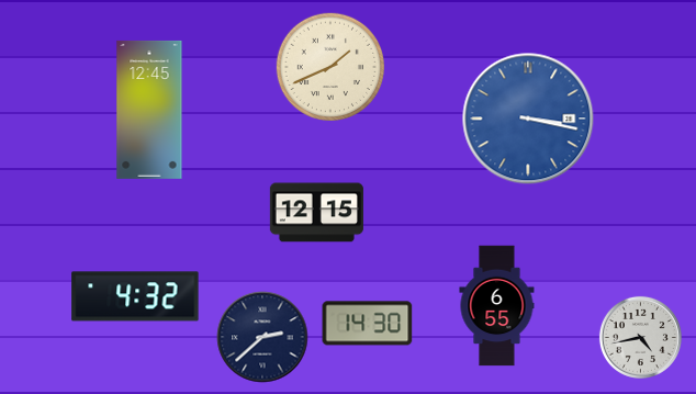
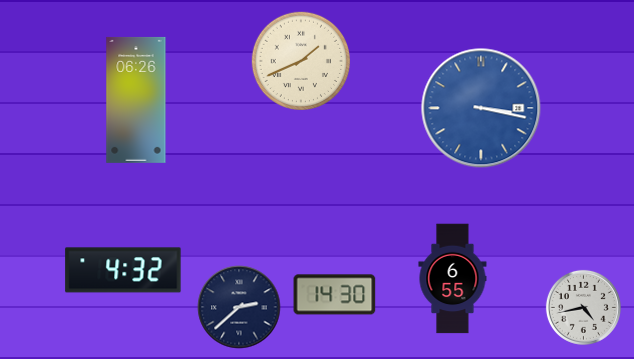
clock at (149, 110): 12:45 -> 06:26
clock at (316, 213): 12:15 -> none
